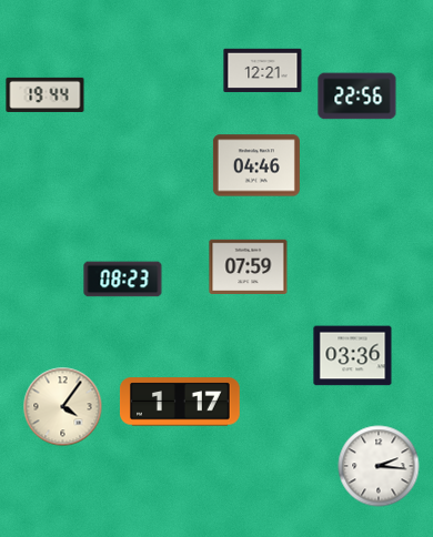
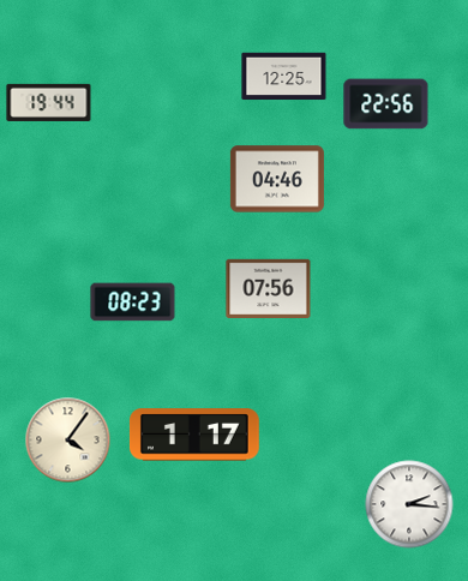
clock at (263, 71): 12:21 -> 12:25
clock at (249, 267): 07:59 -> 07:56
clock at (353, 356): 03:36 -> none
